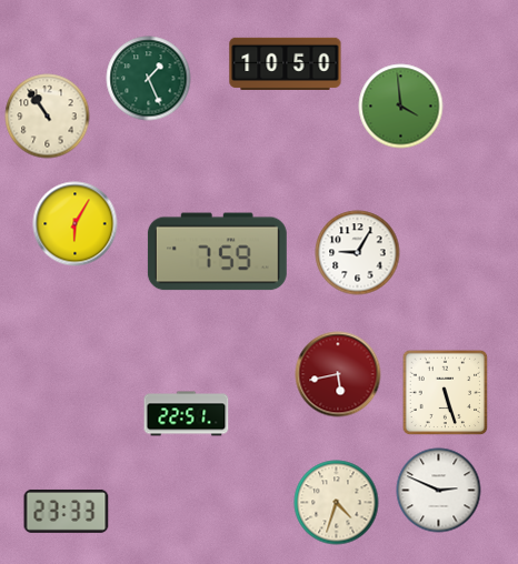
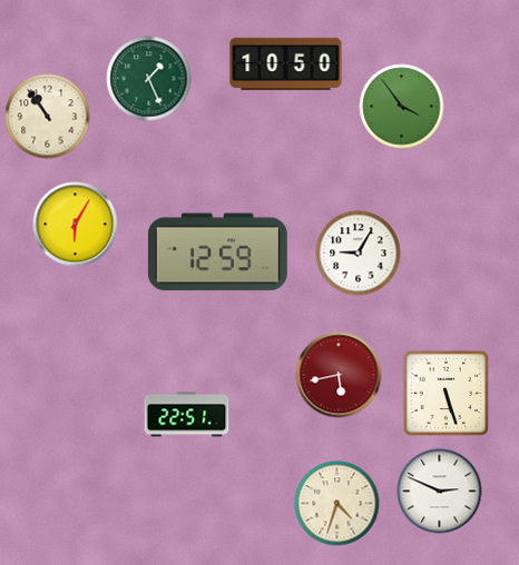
clock at (401, 107): 3:59 -> 3:54
clock at (217, 252): 7:59 -> 12:59
clock at (67, 511): 23:33 -> none
